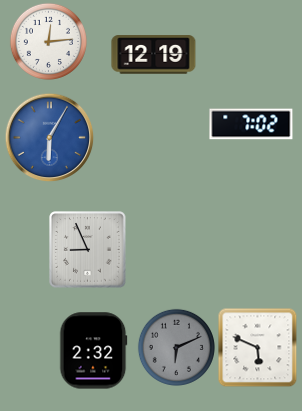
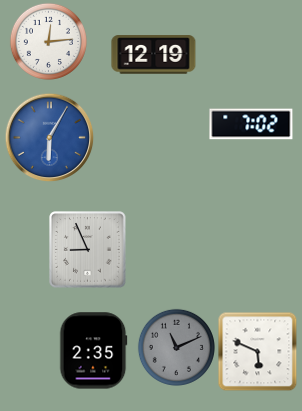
clock at (176, 347): 6:11 -> 11:11
clock at (257, 347) position: (257, 347) -> (257, 351)
clock at (94, 351): 2:32 -> 2:35
